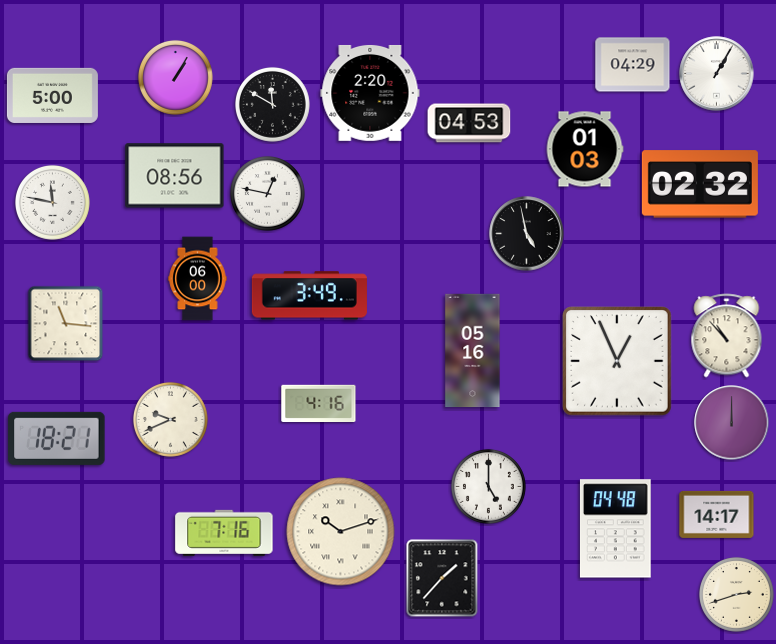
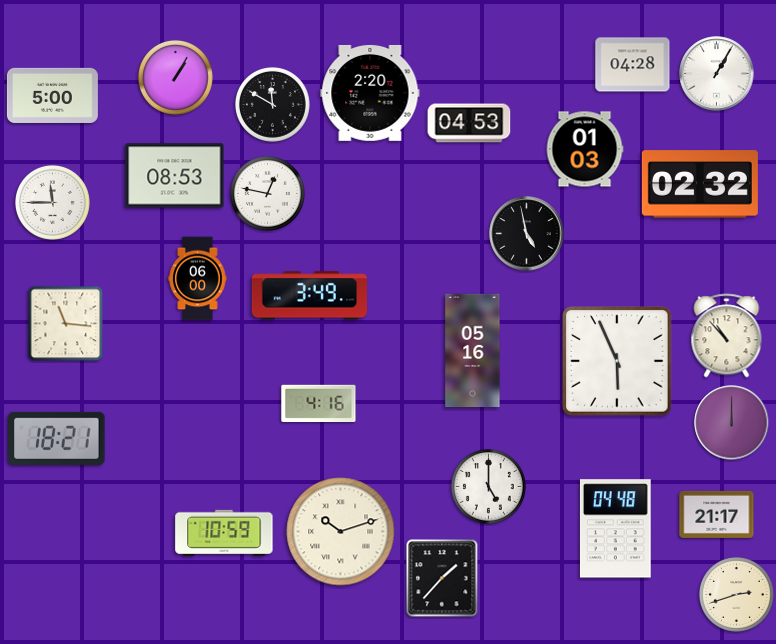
clock at (633, 65): 04:29 -> 04:28
clock at (175, 176): 08:56 -> 08:53
clock at (53, 203): 11:47 -> 11:45
clock at (617, 361): 12:56 -> 5:56
clock at (171, 420): 9:41 -> none
clock at (717, 514): 14:17 -> 21:17
clock at (224, 533): 7:16 -> 10:59
